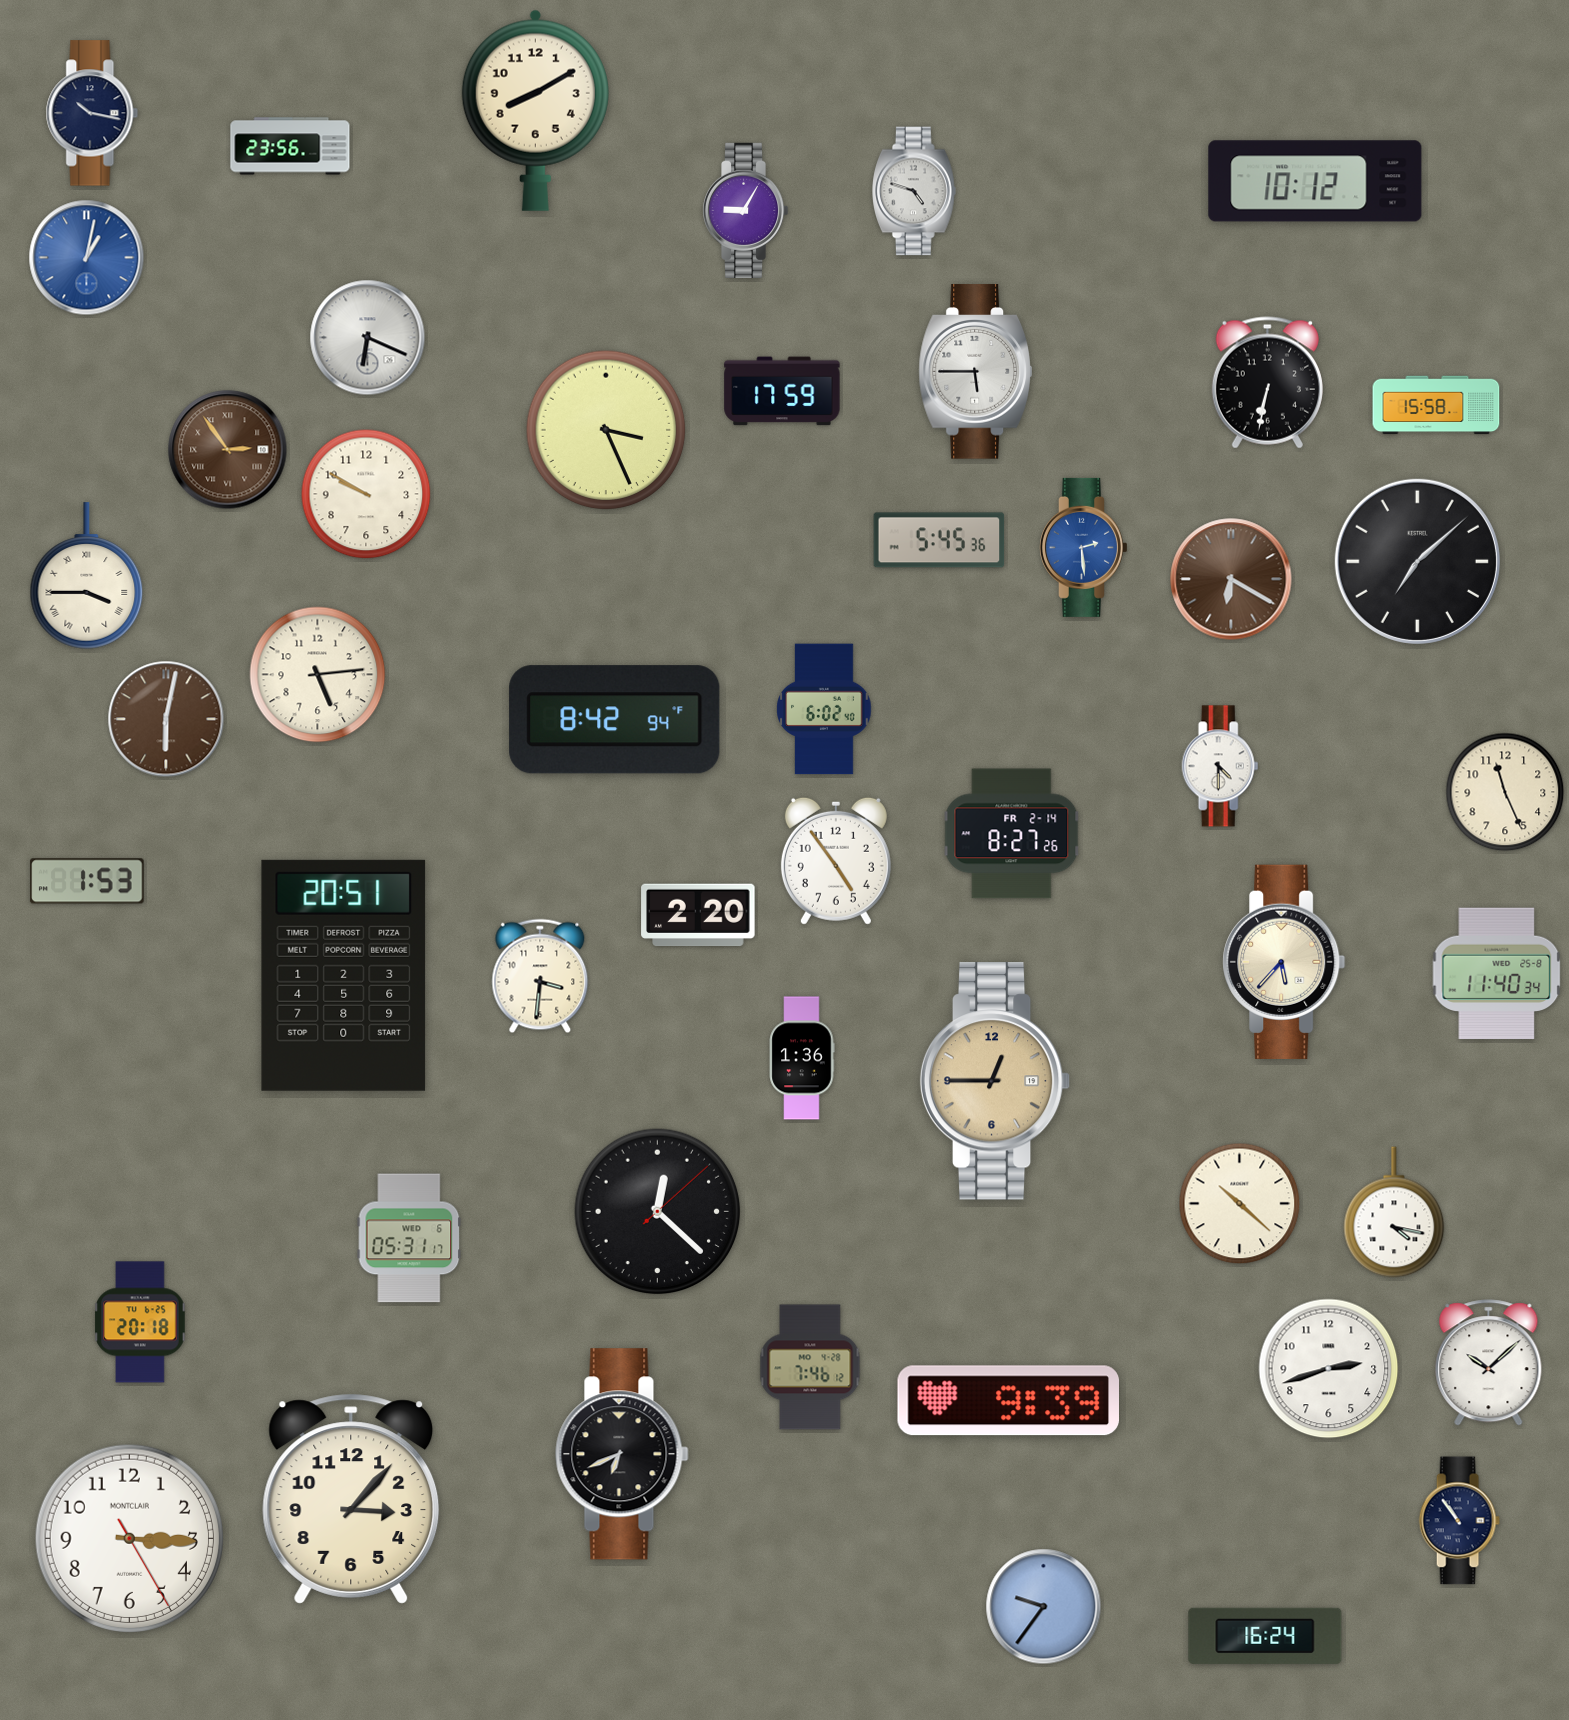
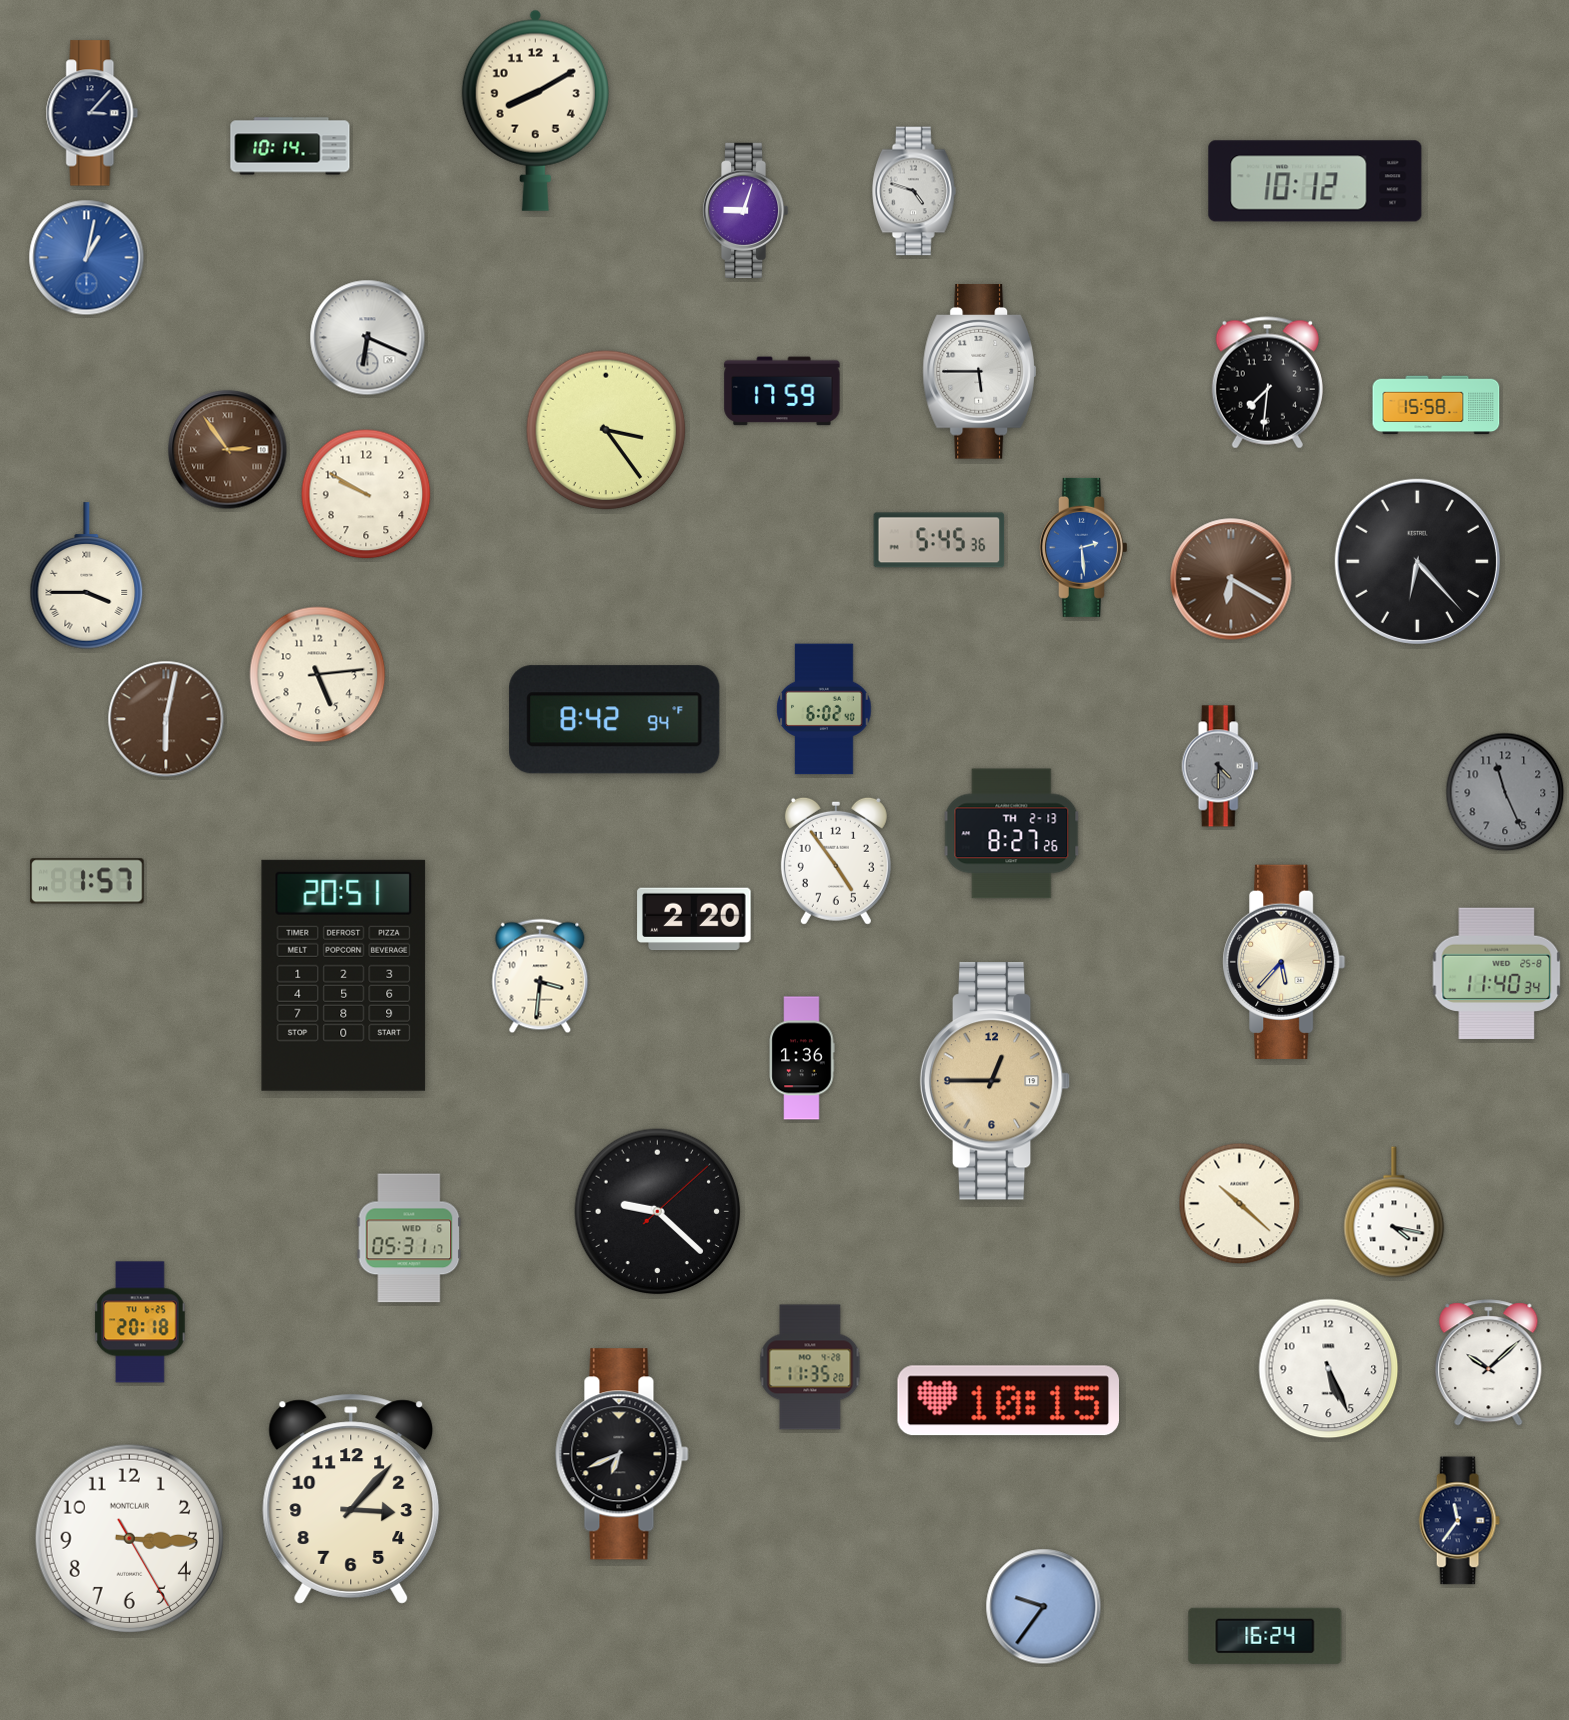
clock at (92, 113): 10:17 -> 3:07
clock at (290, 146): 23:56 -> 10:14
clock at (745, 210): 9:05 -> 9:03
clock at (975, 372) position: (975, 372) -> (979, 372)
clock at (1267, 383): 6:32 -> 7:31
clock at (606, 430): 3:26 -> 3:24
clock at (1417, 561): 7:08 -> 6:23
clock at (1220, 766) dial: white -> grey
clock at (1505, 792) dial: cream -> grey
clock at (1012, 834) date: FR 2-14 -> TH 2-13
clock at (87, 881): 1:53 -> 1:57
clock at (698, 915) position: (698, 915) -> (694, 919)
clock at (658, 1212): 12:22 -> 9:22
clock at (810, 1367): 7:46 -> 11:35
clock at (1329, 1369): 2:42 -> 5:26
clock at (1008, 1401): 9:39 -> 10:15
clock at (1459, 1521): 10:54 -> 11:36
